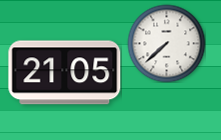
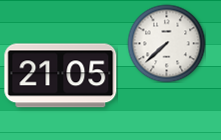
clock at (65, 73) position: (65, 73) -> (61, 76)
